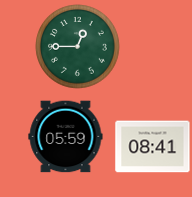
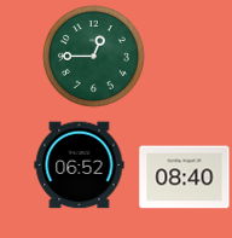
clock at (66, 137): 05:59 -> 06:52
clock at (153, 147): 08:41 -> 08:40
